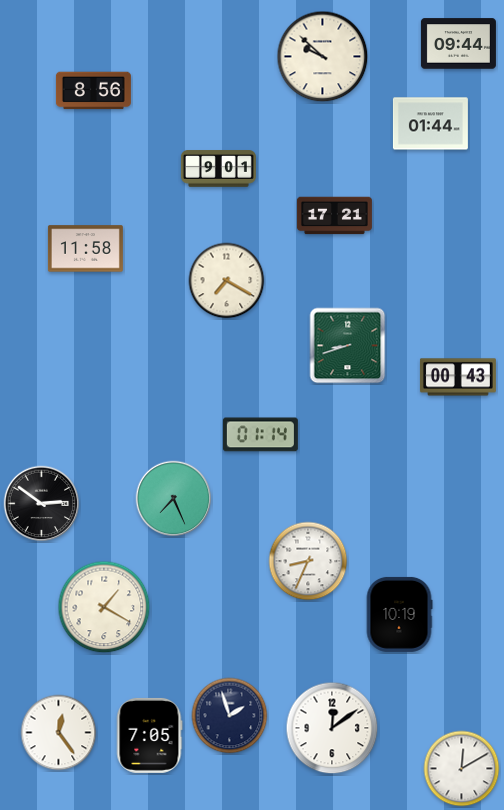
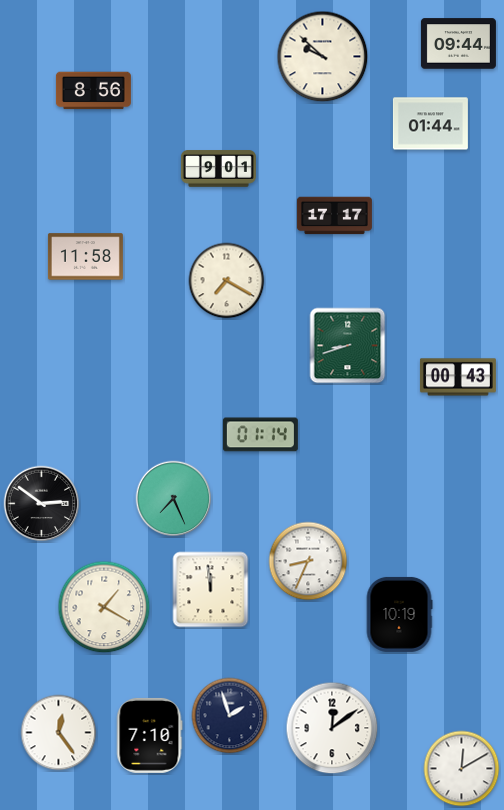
clock at (334, 216): 17:21 -> 17:17
clock at (85, 249) position: (85, 249) -> (85, 257)
clock at (211, 590): none -> 11:59
clock at (149, 735): 7:05 -> 7:10
